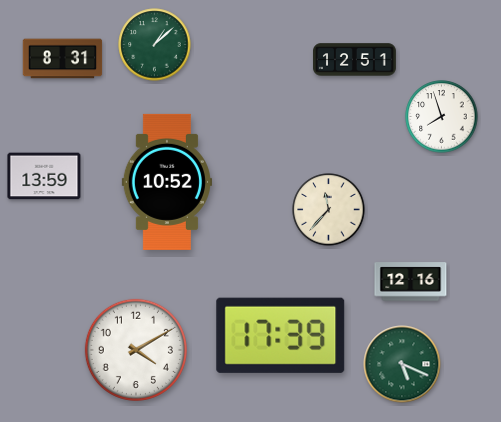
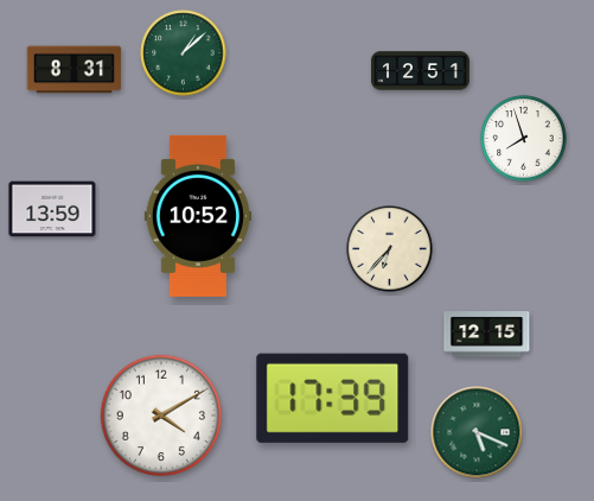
clock at (329, 210): 11:37 -> 6:37
clock at (411, 282): 12:16 -> 12:15
